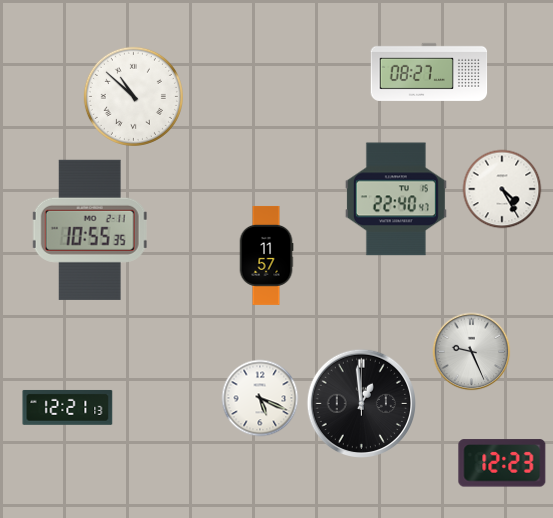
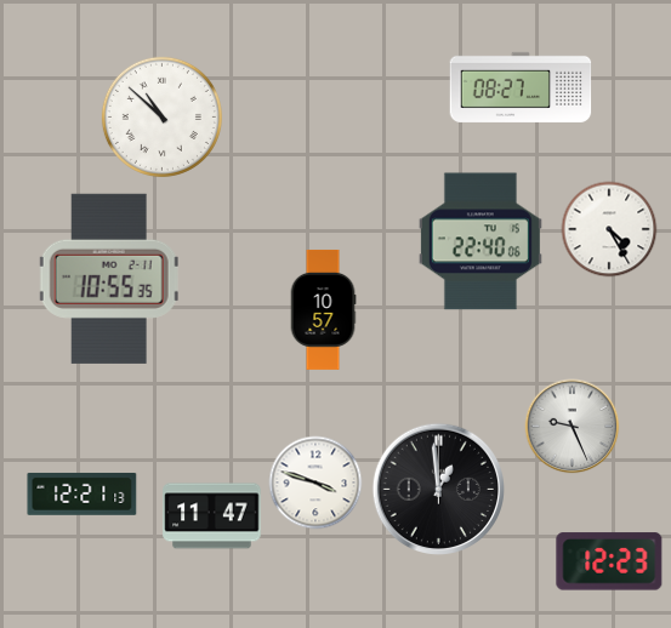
clock at (396, 199): 22:40:47 -> 22:40:06
clock at (266, 255): 11:57 -> 10:57
clock at (260, 398): 5:19 -> 3:48
clock at (212, 516): none -> 11:47
